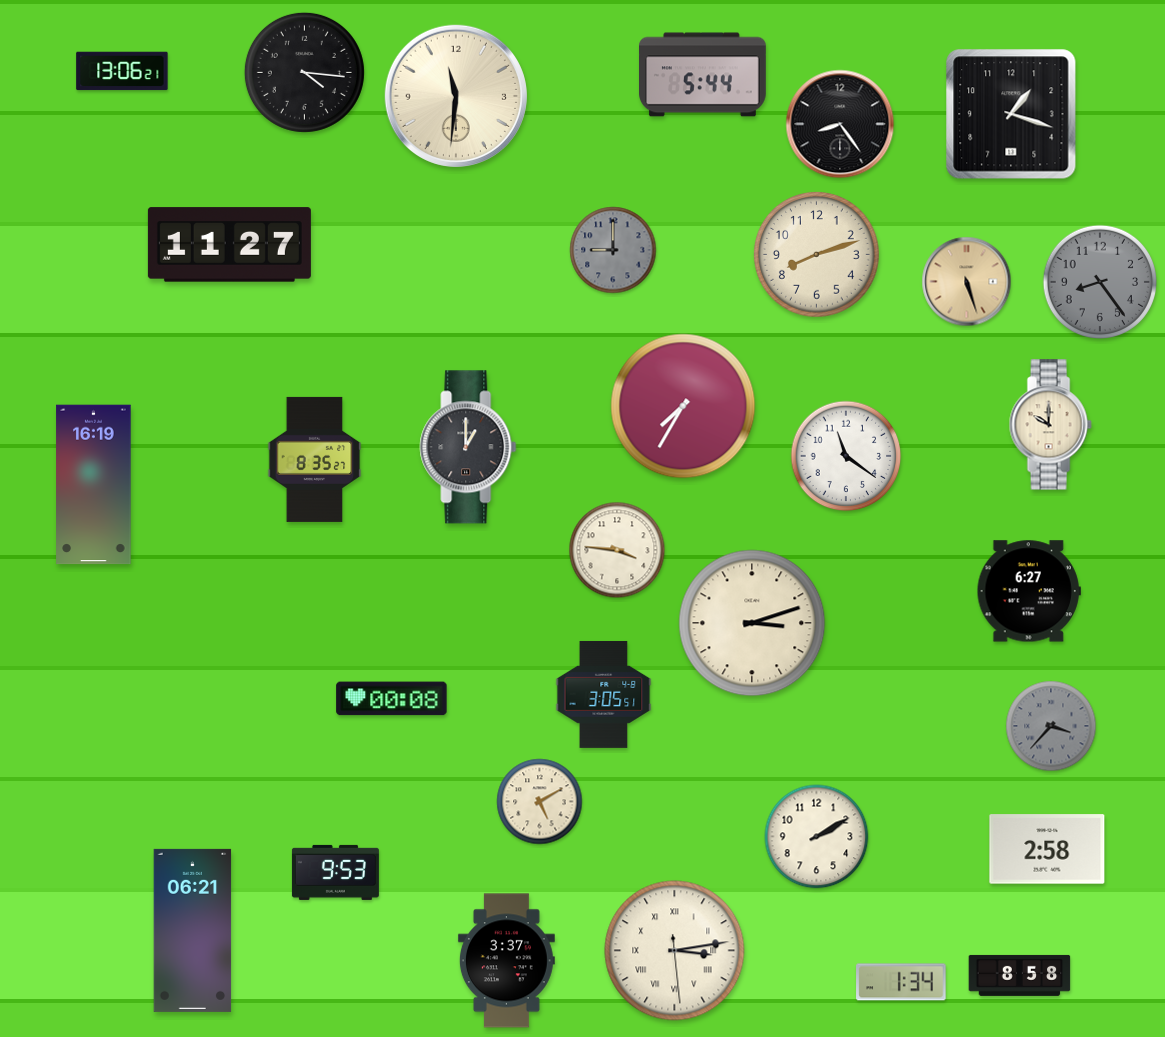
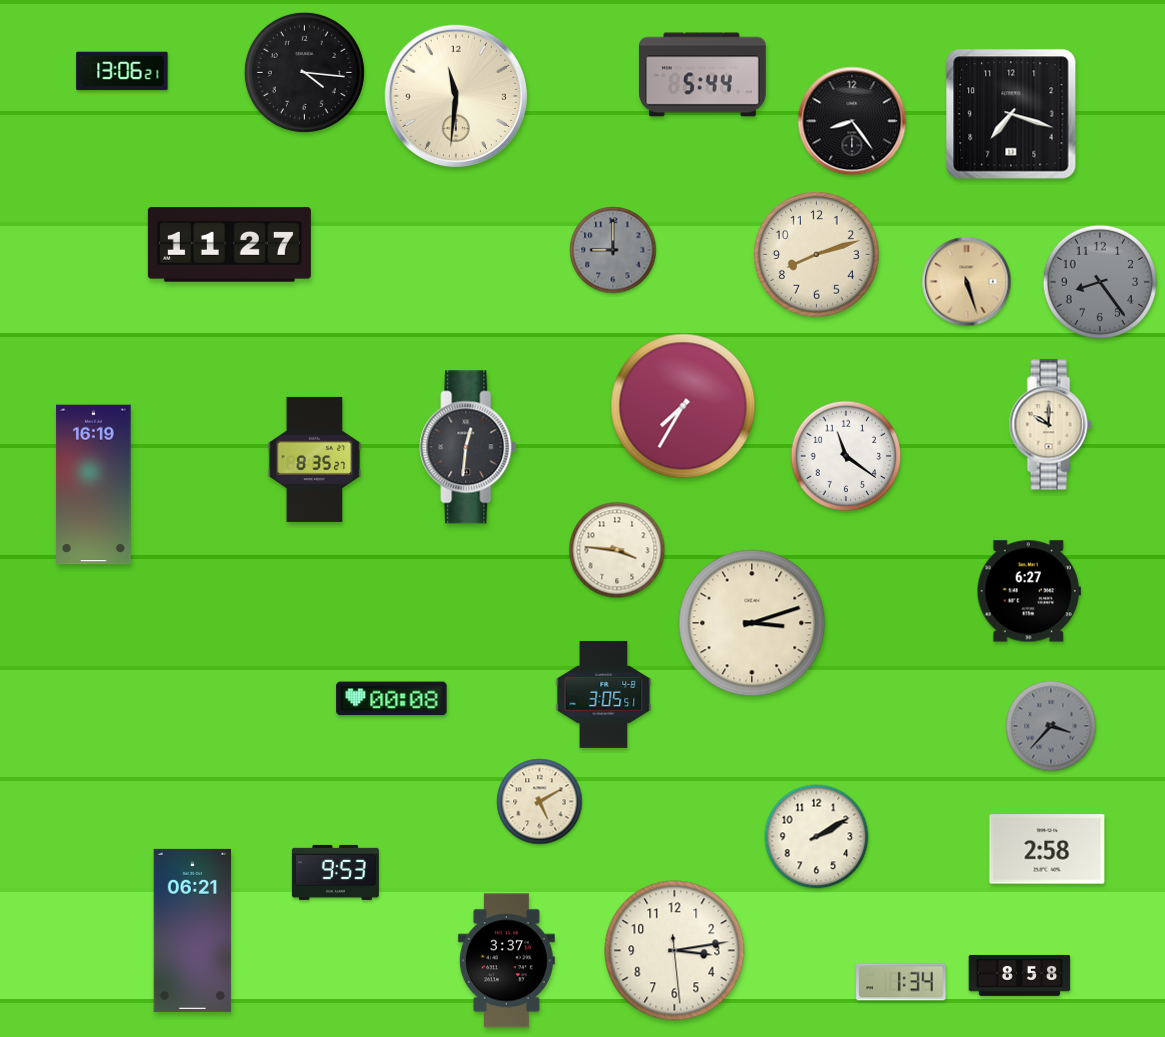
clock at (1011, 114): 1:18 -> 7:18
clock at (840, 124) position: (840, 124) -> (852, 121)
clock at (468, 447): 1:00 -> 12:31
clock at (675, 951) numerals: Roman -> Arabic
